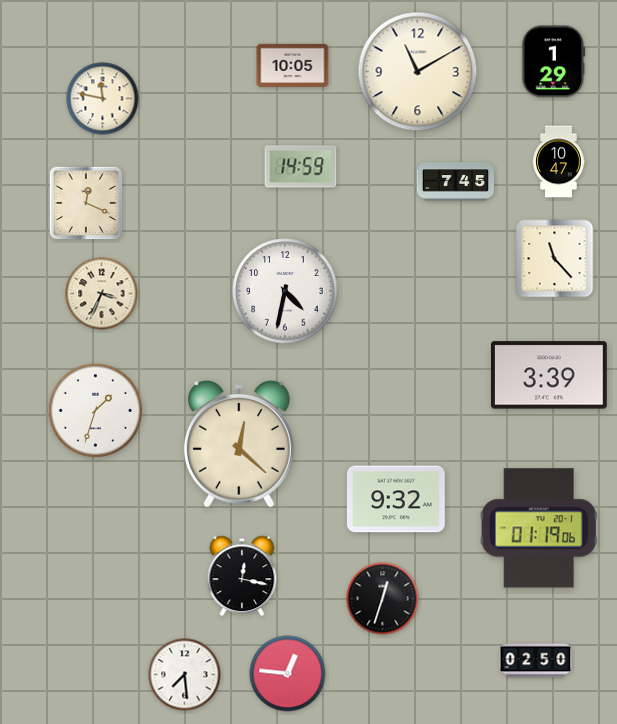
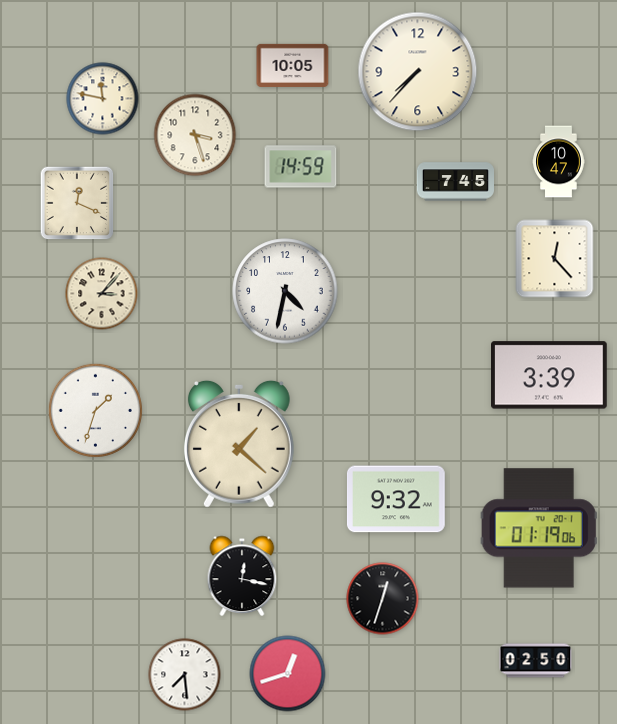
clock at (554, 62): 1:29 -> none
clock at (418, 72): 11:10 -> 7:37
clock at (195, 135): none -> 3:27
clock at (86, 203) position: (86, 203) -> (77, 203)
clock at (555, 259): 11:23 -> 12:23
clock at (102, 294): 3:34 -> 3:07
clock at (239, 444): 12:22 -> 1:22
clock at (288, 674): 12:46 -> 12:42
